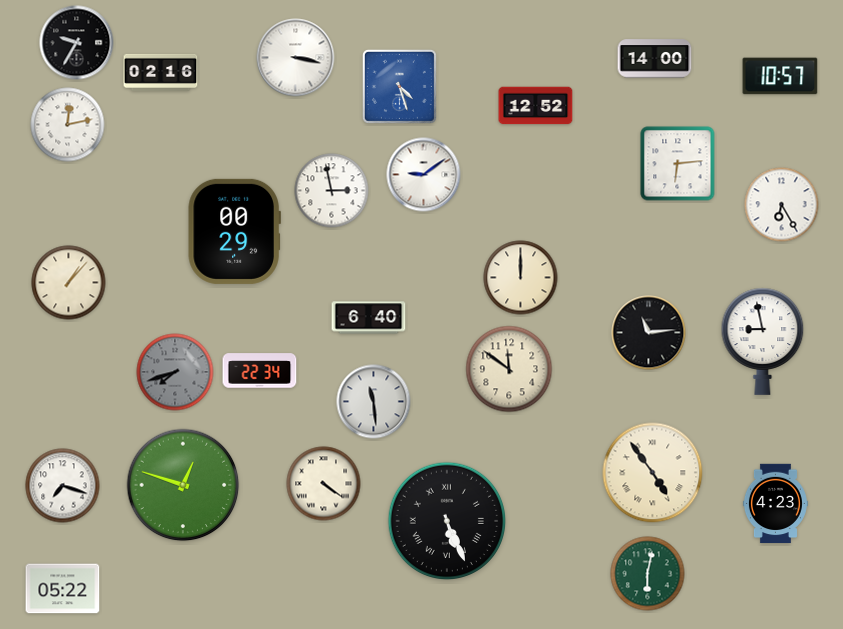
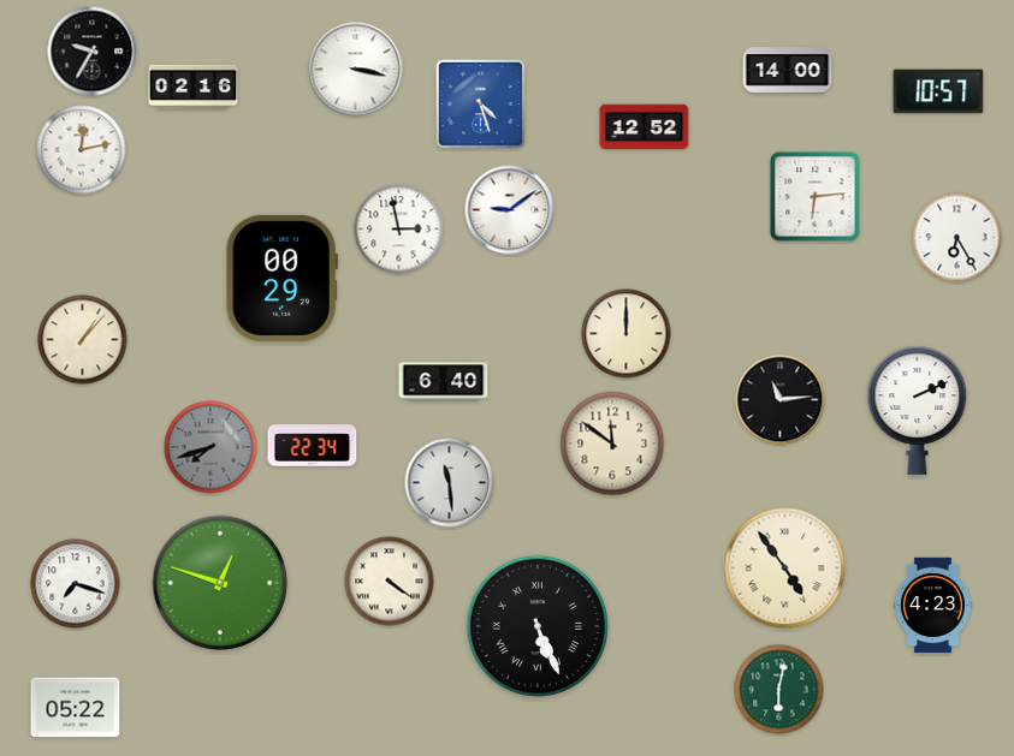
clock at (782, 205) position: (782, 205) -> (957, 238)
clock at (763, 341): 8:58 -> 2:11
